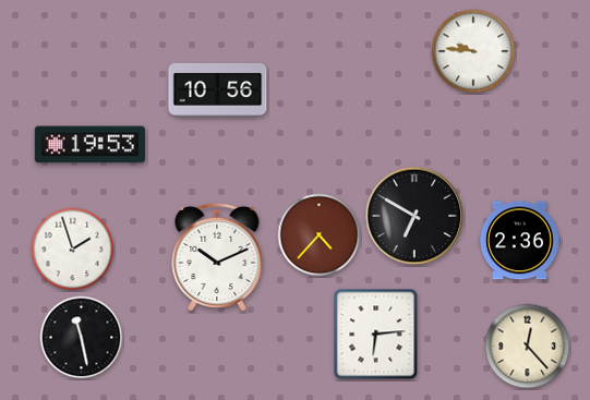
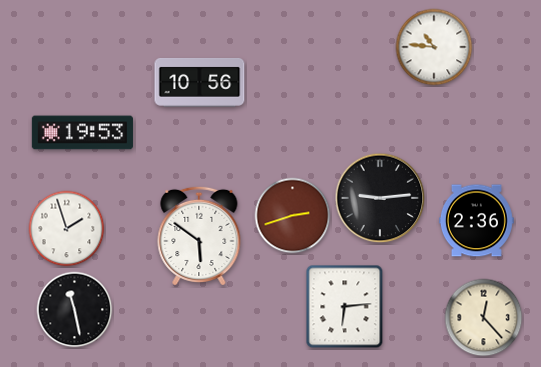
clock at (473, 51): 9:46 -> 10:46
clock at (414, 216): 6:50 -> 9:14
clock at (320, 235): 4:37 -> 2:42
clock at (217, 257): 10:11 -> 5:51
